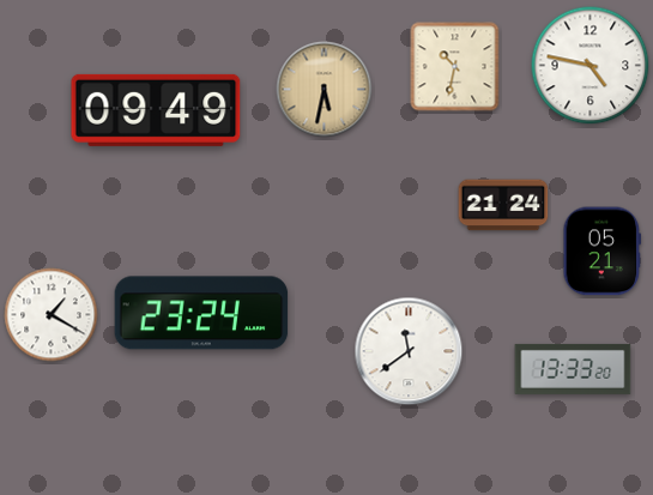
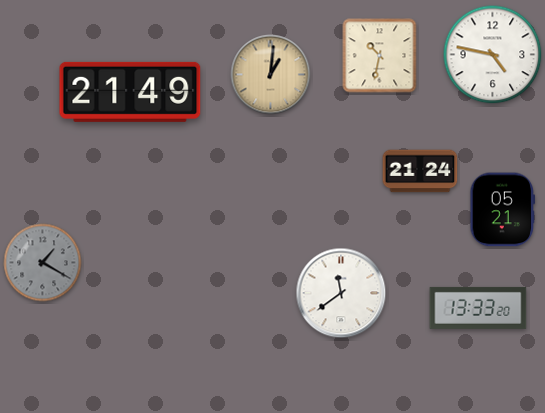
clock at (325, 90): 5:32 -> 1:01
clock at (156, 110): 09:49 -> 21:49
clock at (201, 313): 23:24 -> none
clock at (52, 315) dial: white -> grey
